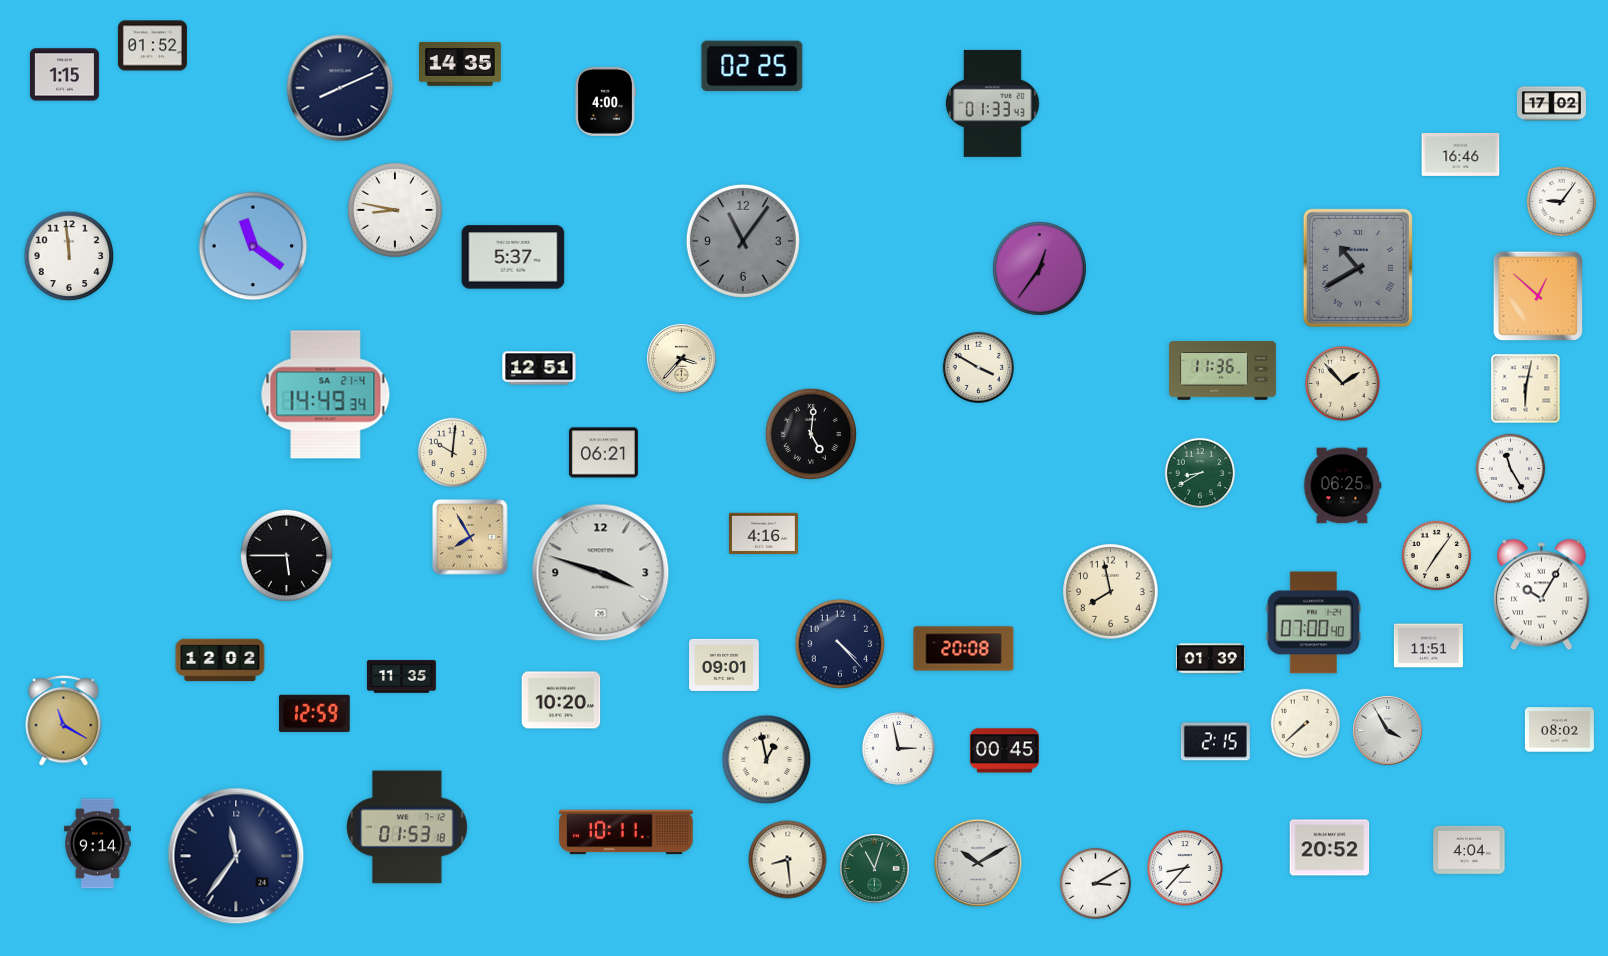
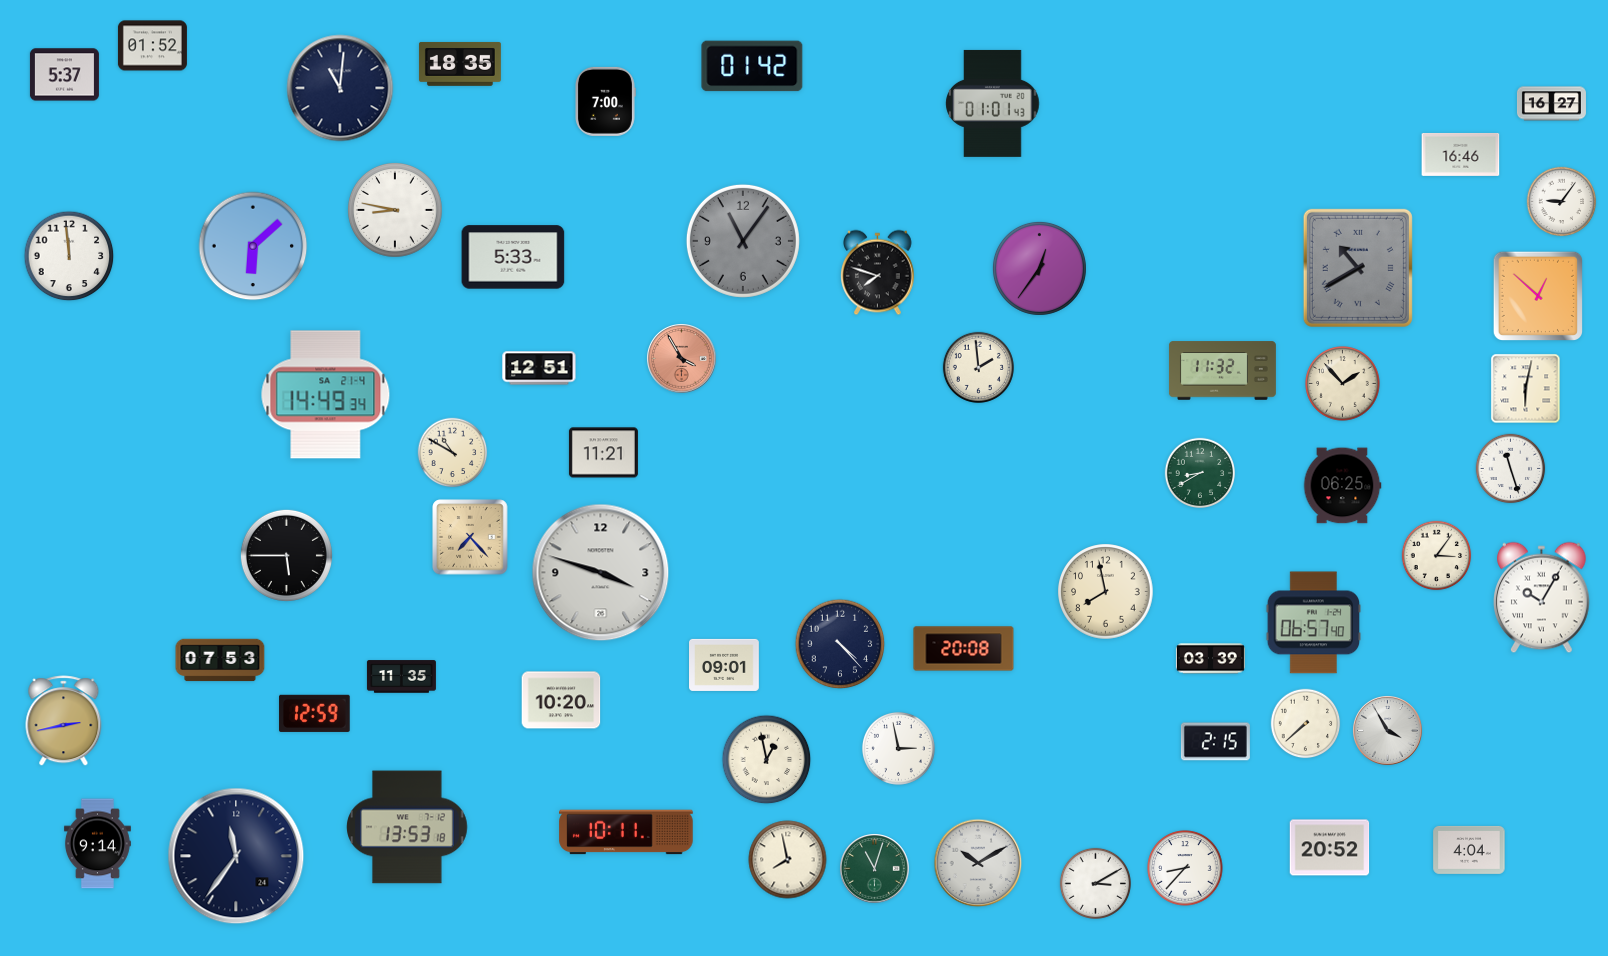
clock at (460, 64): 14:35 -> 18:35
clock at (752, 66): 02:25 -> 01:42
clock at (64, 75): 1:15 -> 5:37
clock at (340, 88): 8:11 -> 11:01
clock at (605, 101): 4:00 -> 7:00
clock at (993, 103): 01:33 -> 01:01
clock at (1551, 104): 17:02 -> 16:27
clock at (253, 246): 11:21 -> 6:08
clock at (513, 257): 5:37 -> 5:33
clock at (878, 273): none -> 7:48
clock at (682, 359): 3:37 -> 3:55
clock at (682, 359) dial: cream -> salmon
clock at (978, 367): 3:50 -> 1:59
clock at (1222, 371): 11:36 -> 11:32
clock at (810, 433): 5:01 -> none
clock at (453, 453): 10:01 -> 10:50
clock at (603, 453): 06:21 -> 11:21
clock at (1511, 469): 11:25 -> 11:27
clock at (763, 533): 4:16 -> none
clock at (470, 537): 7:55 -> 7:23
clock at (1437, 556): 7:06 -> 3:06
clock at (1111, 592) position: (1111, 592) -> (1106, 592)
clock at (1542, 595) position: (1542, 595) -> (1542, 598)
clock at (1314, 623): 07:00 -> 06:57
clock at (1428, 646): 11:51 -> none
clock at (1210, 659): 01:39 -> 03:39
clock at (220, 660): 12:02 -> 07:53
clock at (64, 721): 11:20 -> 2:43
clock at (1559, 730): 08:02 -> none
clock at (1004, 751): 00:45 -> none
clock at (407, 827): 01:53 -> 13:53
clock at (788, 860): 8:29 -> 7:58
